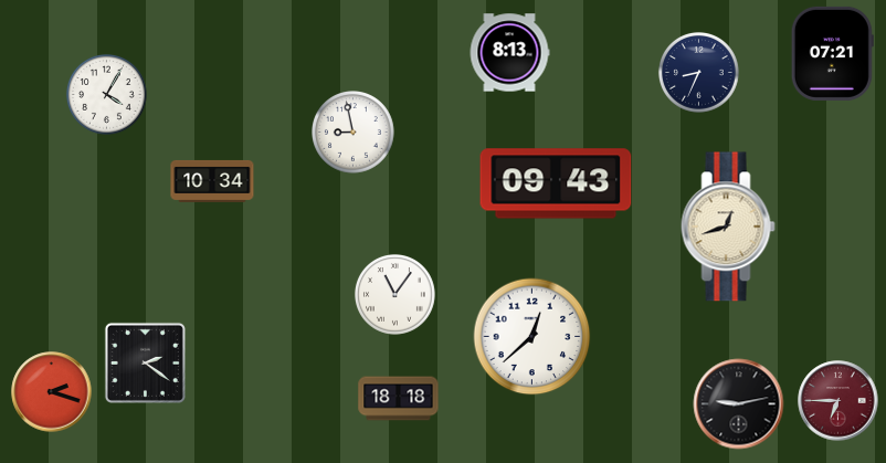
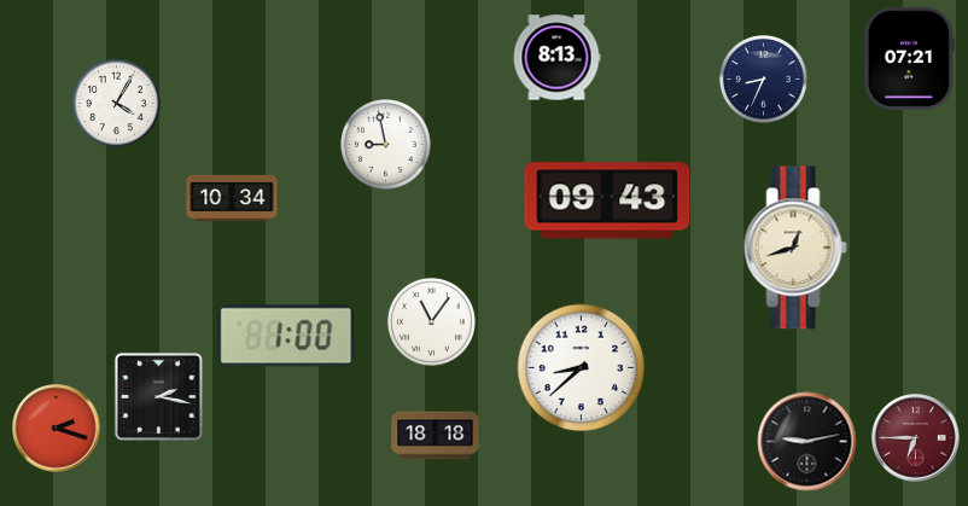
clock at (286, 336): none -> 1:00
clock at (532, 337): 12:38 -> 8:38
clock at (145, 362): 2:21 -> 2:17
